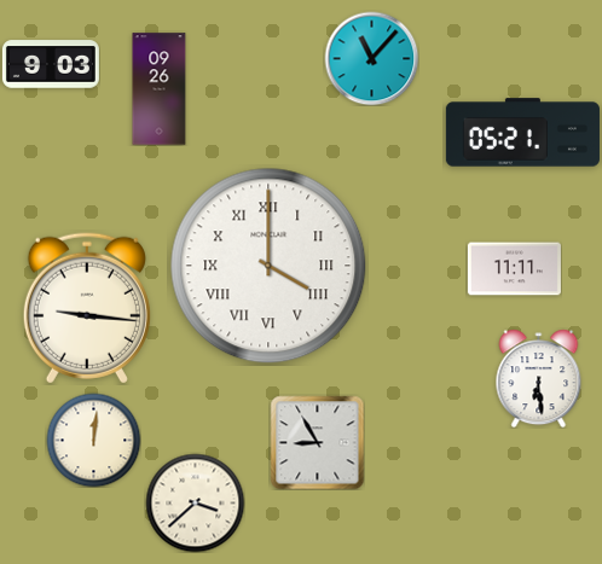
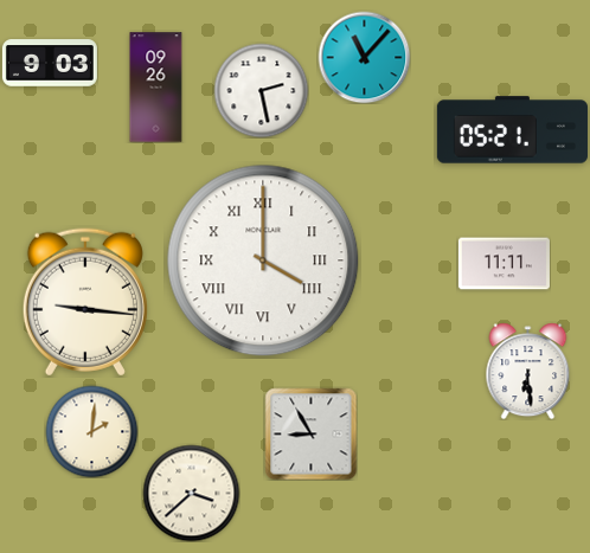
clock at (261, 90): none -> 2:28
clock at (93, 440): 12:01 -> 2:01
